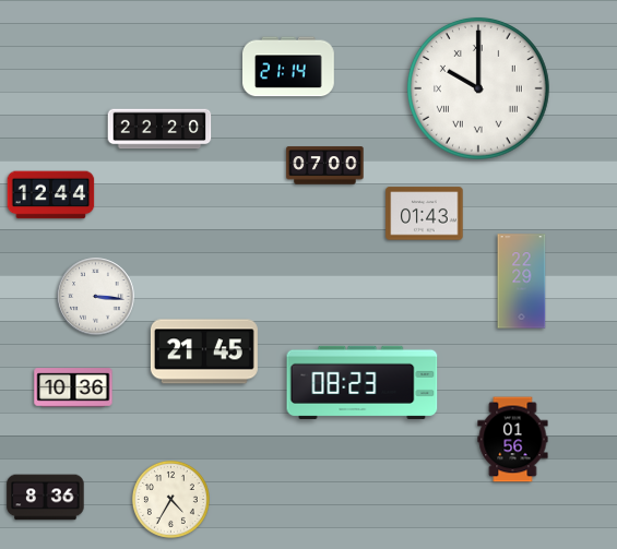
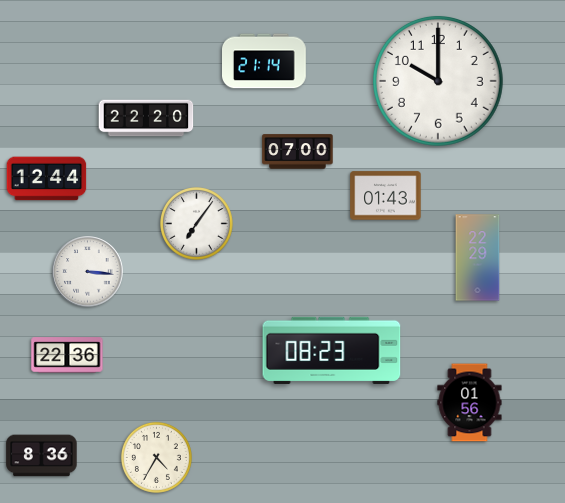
clock at (478, 88) numerals: Roman -> Arabic
clock at (425, 214) position: (425, 214) -> (386, 196)
clock at (197, 224): none -> 7:06
clock at (204, 351): 21:45 -> none
clock at (73, 387): 10:36 -> 22:36
